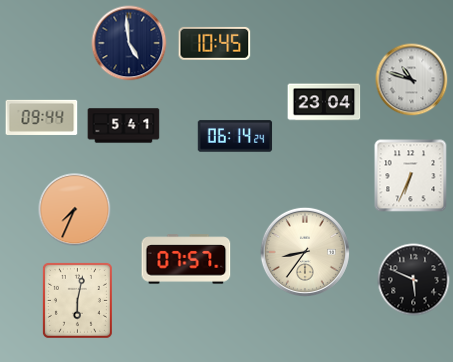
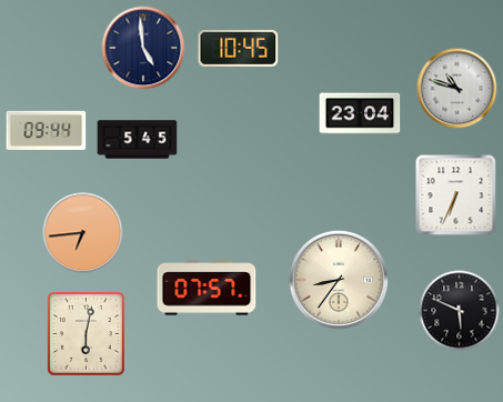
clock at (124, 126): 5:41 -> 5:45
clock at (235, 136): 06:14 -> none
clock at (75, 210): 7:34 -> 6:44
